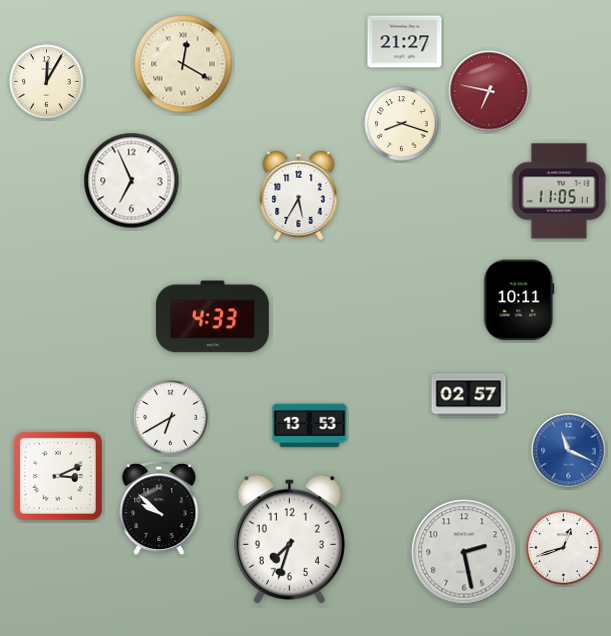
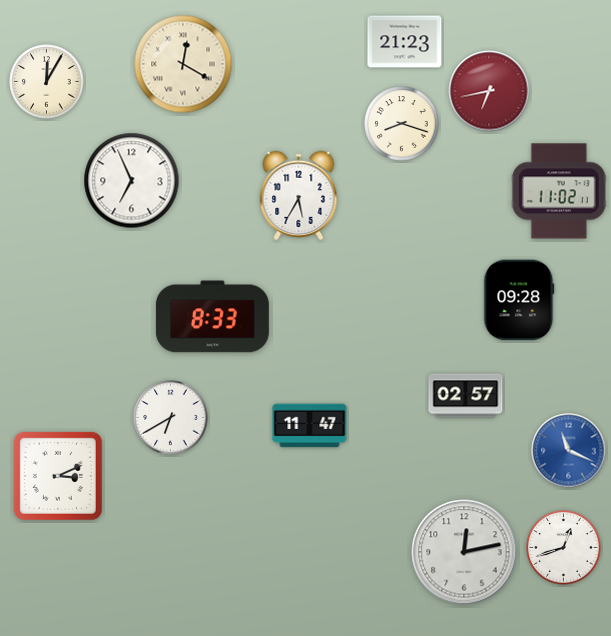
clock at (405, 42): 21:27 -> 21:23
clock at (489, 91): 6:47 -> 6:43
clock at (559, 191): 11:05 -> 11:02
clock at (519, 300): 10:11 -> 09:28
clock at (212, 317): 4:33 -> 8:33
clock at (469, 396) position: (469, 396) -> (466, 396)
clock at (310, 426): 13:53 -> 11:47
clock at (159, 509): 9:52 -> none
clock at (289, 539): 7:33 -> none
clock at (464, 552): 2:28 -> 12:13
